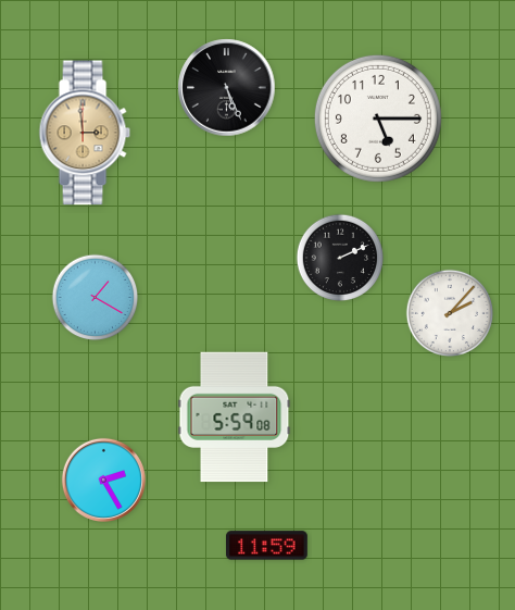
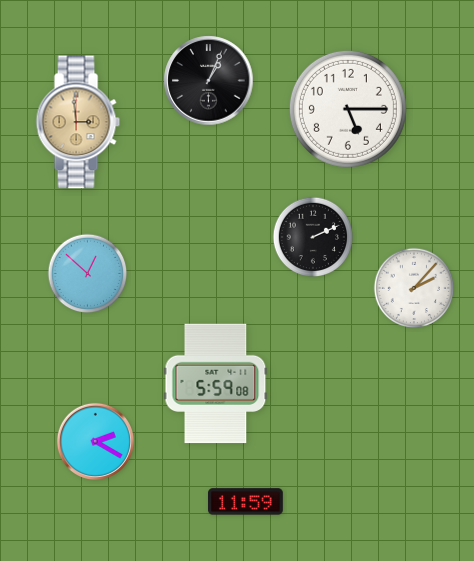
clock at (227, 88): 5:26 -> 1:04
clock at (96, 298): 1:20 -> 12:52
clock at (103, 480): 2:25 -> 2:20
